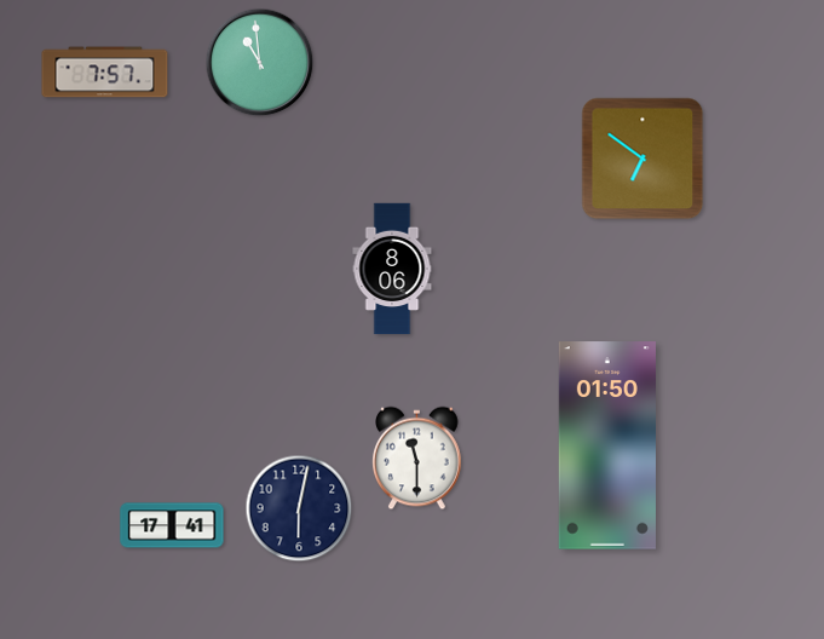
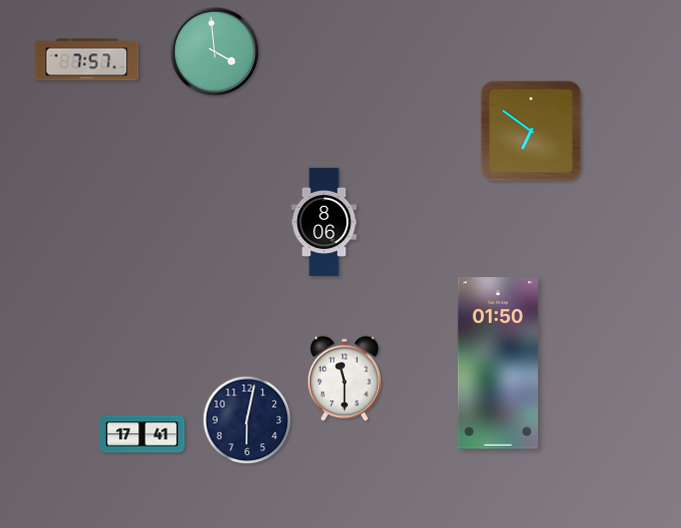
clock at (260, 63): 10:59 -> 3:59
clock at (607, 445) position: (607, 445) -> (498, 363)
